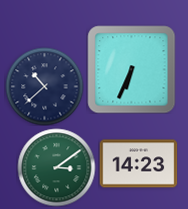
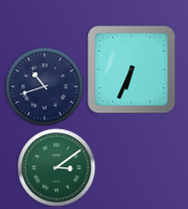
clock at (44, 86): 10:38 -> 10:42
clock at (138, 164): 14:23 -> none
